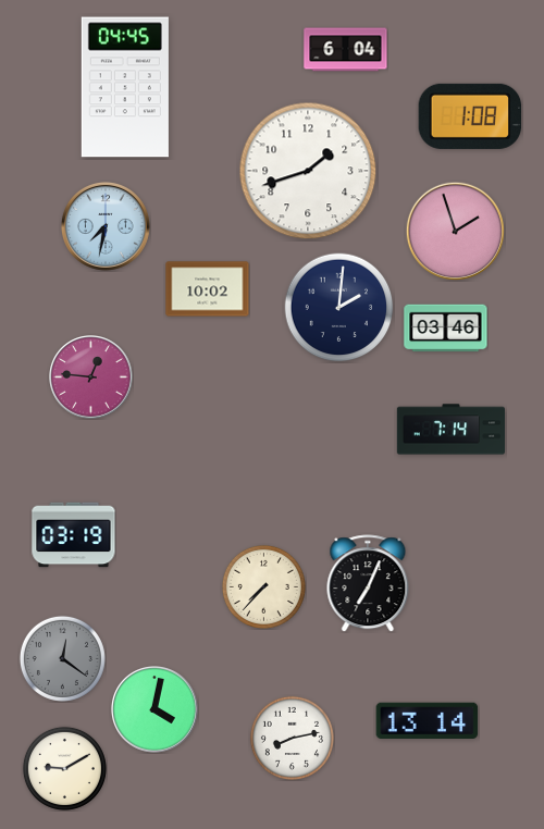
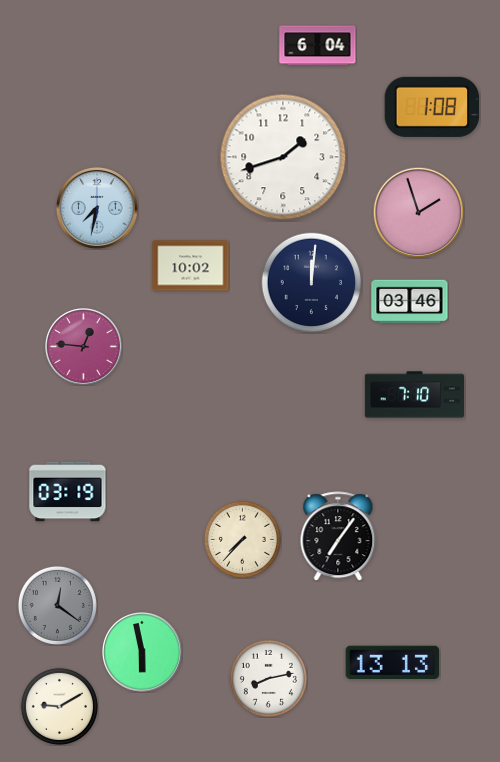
clock at (125, 87): 04:45 -> none
clock at (339, 308): 2:01 -> 12:01
clock at (450, 430): 7:14 -> 7:10
clock at (368, 583): 7:04 -> 7:06
clock at (156, 710): 4:02 -> 5:58
clock at (428, 720): 13:14 -> 13:13
